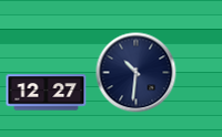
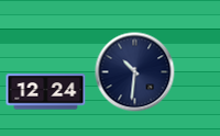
clock at (47, 93): 12:27 -> 12:24
